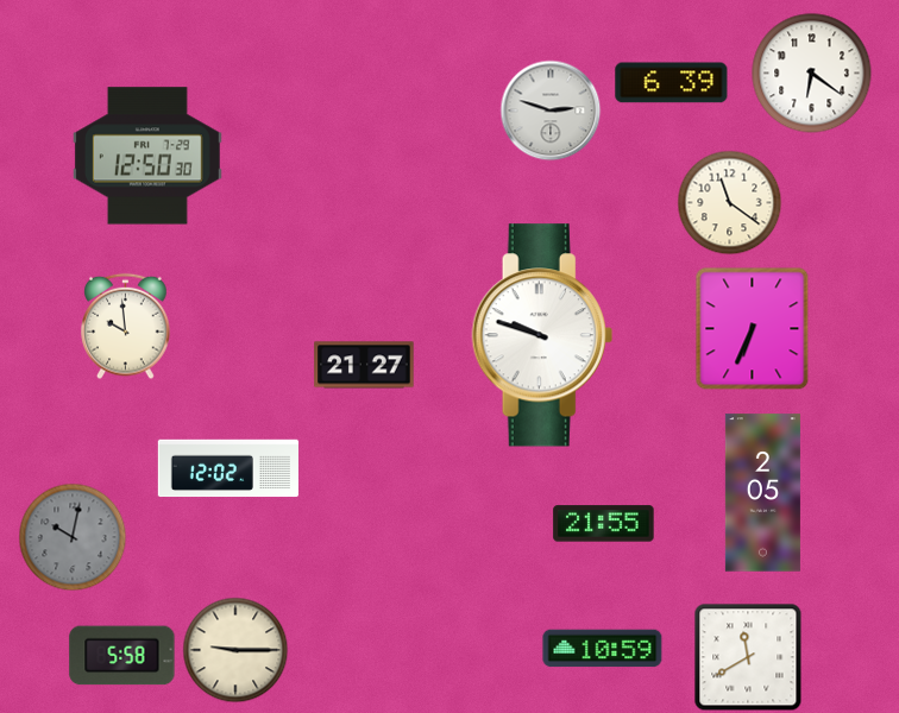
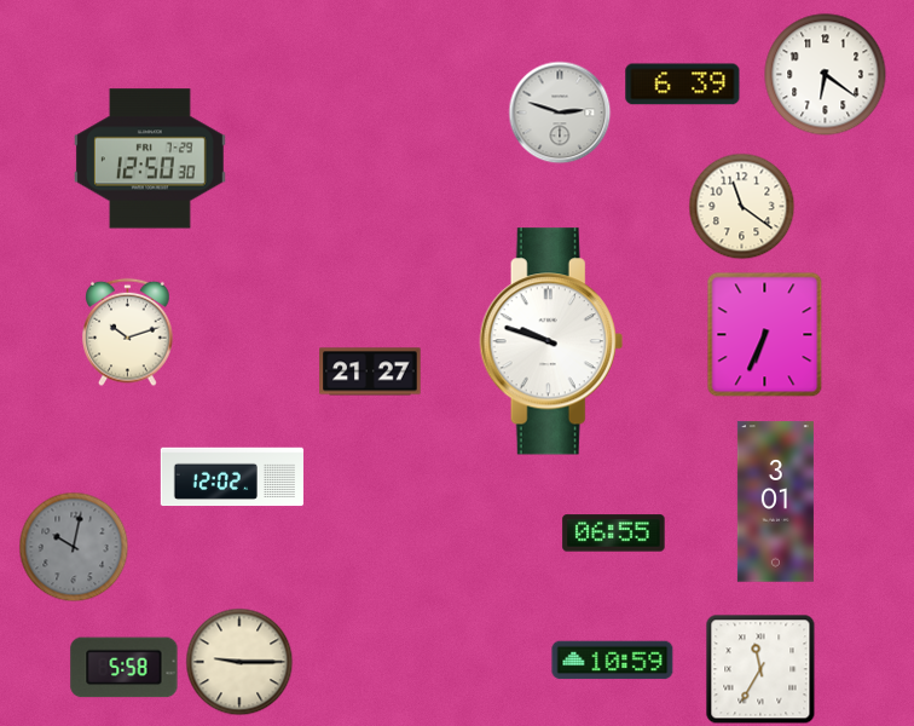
clock at (126, 326): 9:59 -> 10:12
clock at (762, 493): 2:05 -> 3:01
clock at (604, 524): 21:55 -> 06:55
clock at (748, 657): 11:40 -> 11:35
